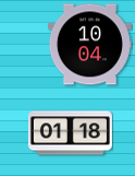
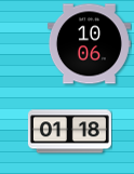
clock at (89, 45): 10:04 -> 10:06
